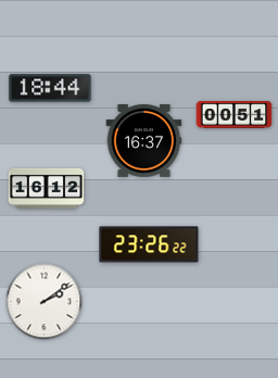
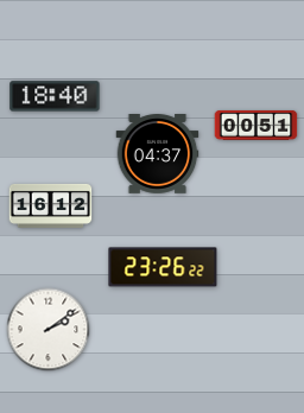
clock at (50, 88): 18:44 -> 18:40
clock at (144, 141): 16:37 -> 04:37
